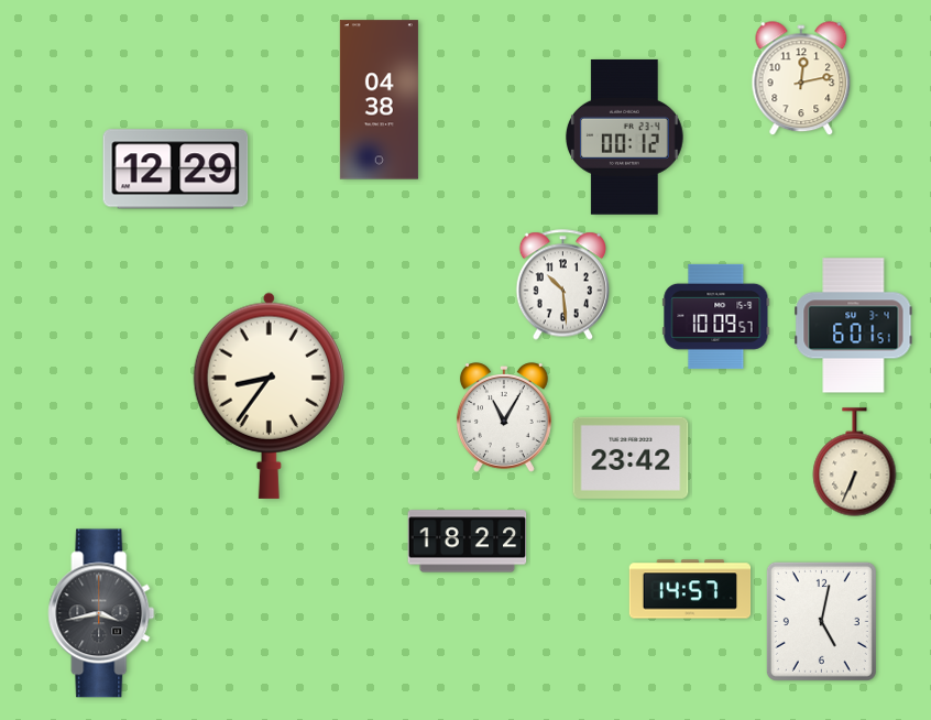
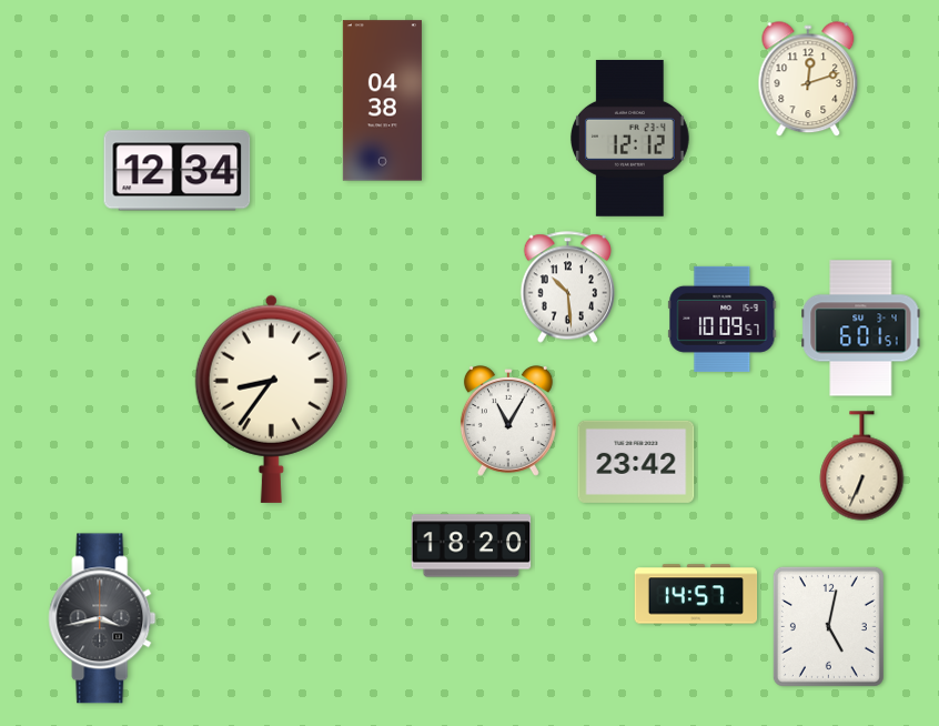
clock at (801, 79): 12:13 -> 12:12
clock at (624, 137): 00:12 -> 12:12
clock at (176, 170): 12:29 -> 12:34
clock at (468, 542): 18:22 -> 18:20
